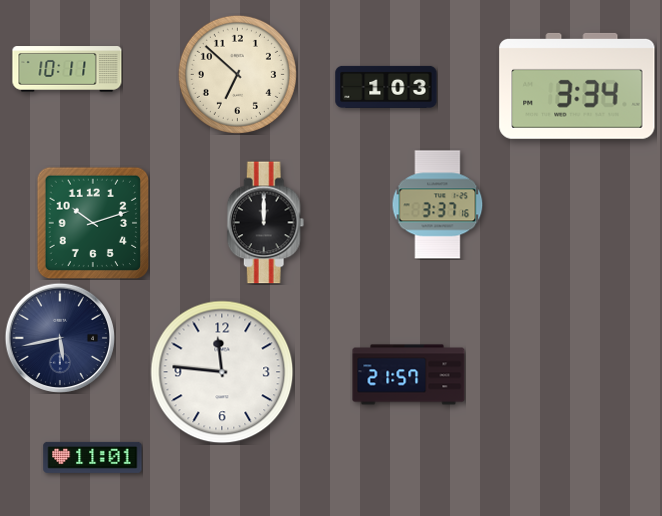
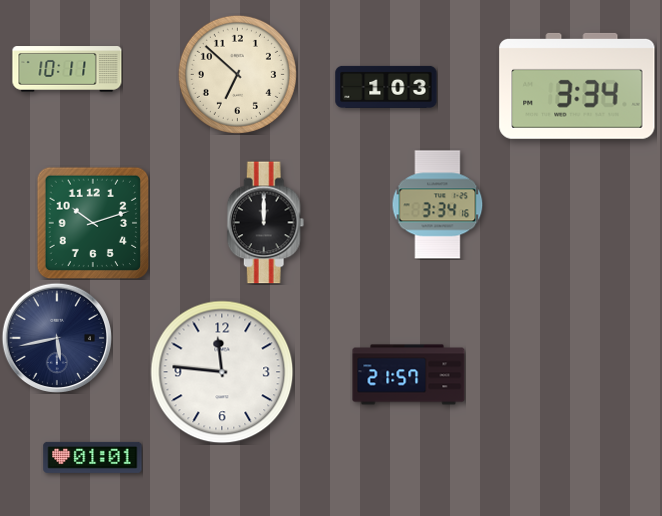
clock at (438, 205): 3:37 -> 3:34
clock at (59, 337) position: (59, 337) -> (56, 337)
clock at (93, 457): 11:01 -> 01:01
